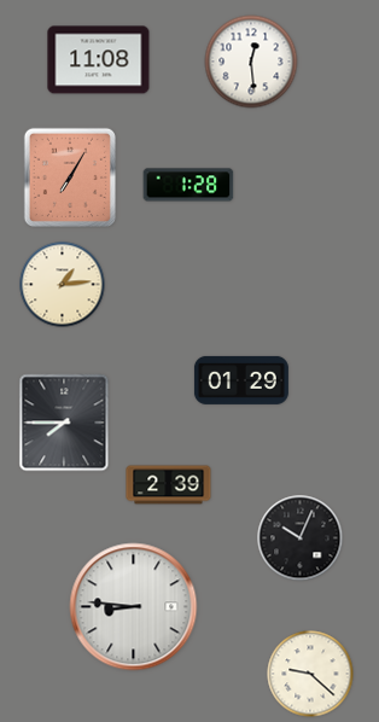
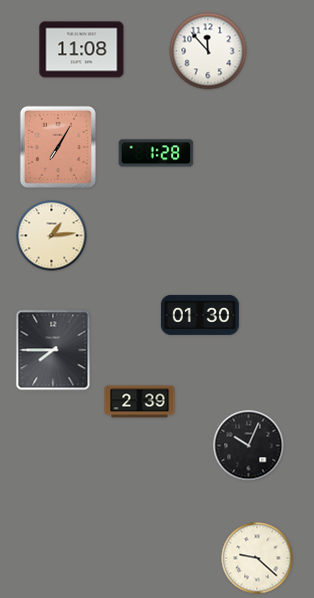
clock at (251, 62): 12:29 -> 11:53
clock at (241, 380): 01:29 -> 01:30
clock at (134, 607): 8:46 -> none
